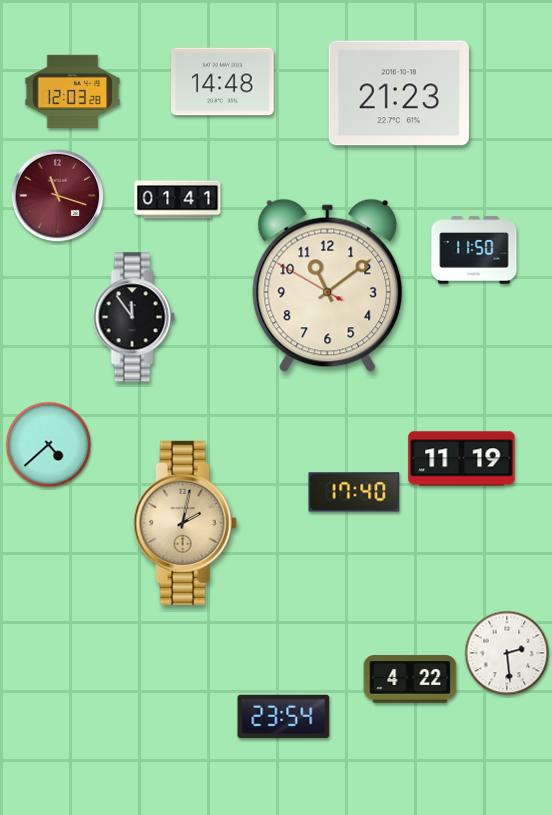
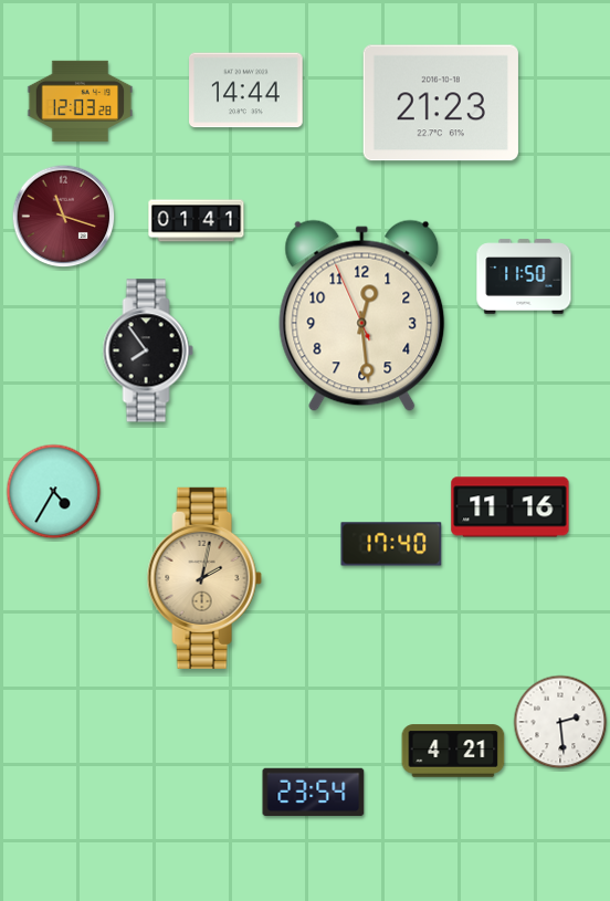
clock at (223, 82): 14:48 -> 14:44
clock at (328, 286): 11:08 -> 12:28
clock at (134, 317): 11:54 -> 7:54
clock at (49, 445): 4:38 -> 4:35
clock at (462, 459): 11:19 -> 11:16
clock at (410, 679): 4:22 -> 4:21
